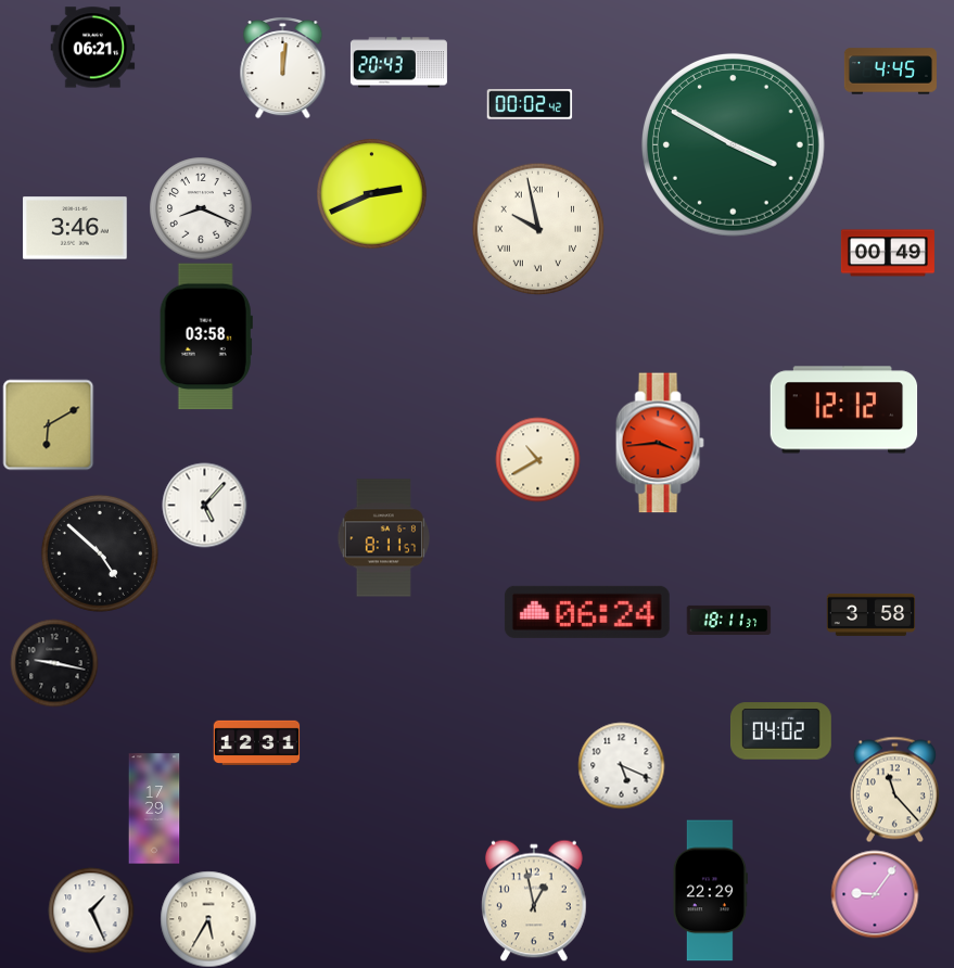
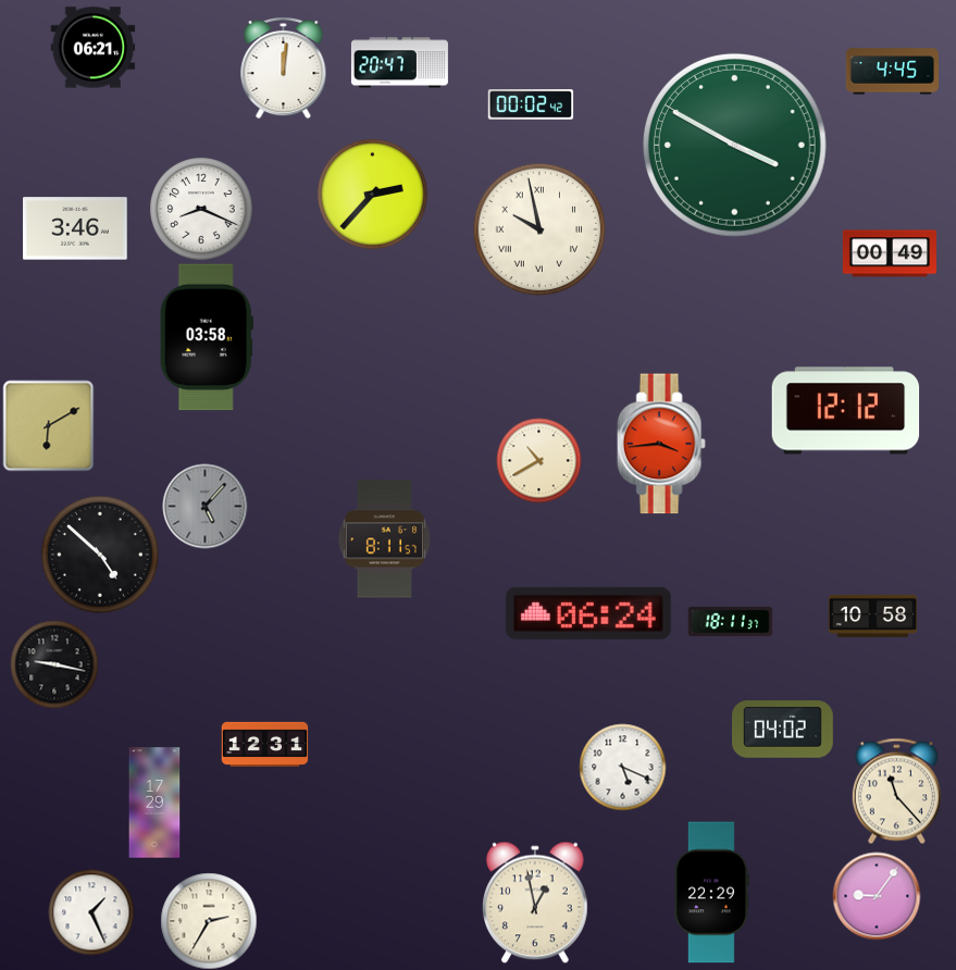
clock at (398, 63): 20:43 -> 20:47
clock at (372, 194): 2:41 -> 2:37
clock at (204, 505) dial: white -> grey
clock at (870, 614): 3:58 -> 10:58
clock at (780, 731) position: (780, 731) -> (782, 730)
clock at (256, 742) position: (256, 742) -> (264, 744)
clock at (154, 808) position: (154, 808) -> (154, 803)
clock at (208, 919): 5:35 -> 2:35
